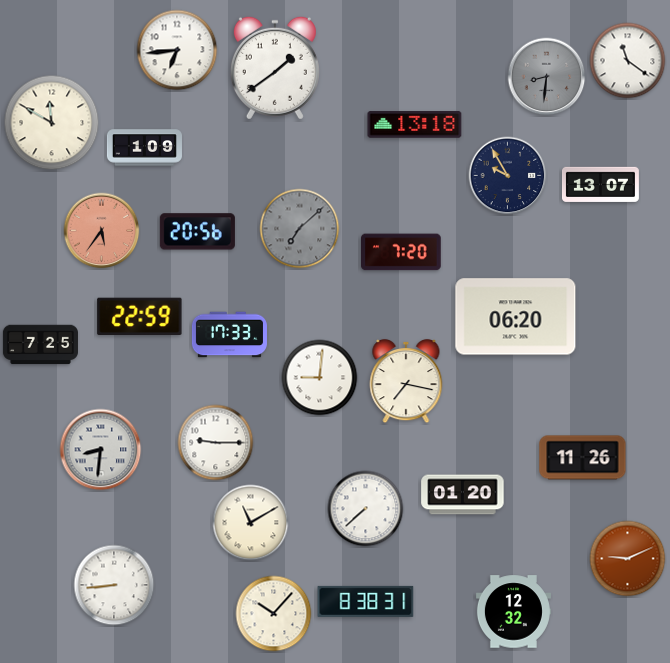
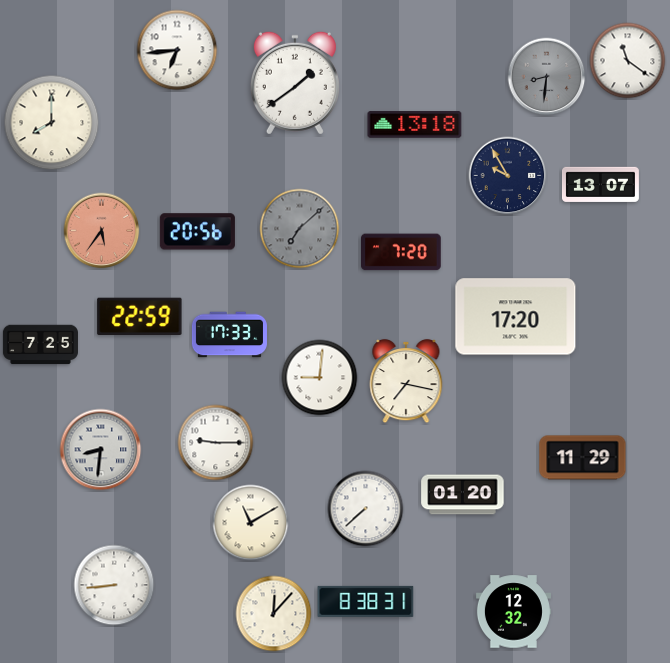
clock at (275, 68) position: (275, 68) -> (295, 83)
clock at (52, 123): 11:50 -> 8:00
clock at (144, 148): 1:09 -> none
clock at (516, 317): 06:20 -> 17:20
clock at (583, 458): 11:26 -> 11:29
clock at (628, 559): 9:11 -> none
clock at (274, 614): 10:07 -> 12:07
